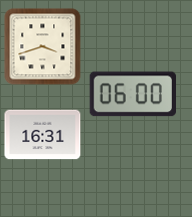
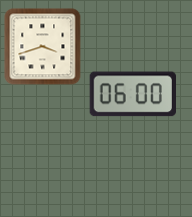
clock at (43, 135): 16:31 -> none
